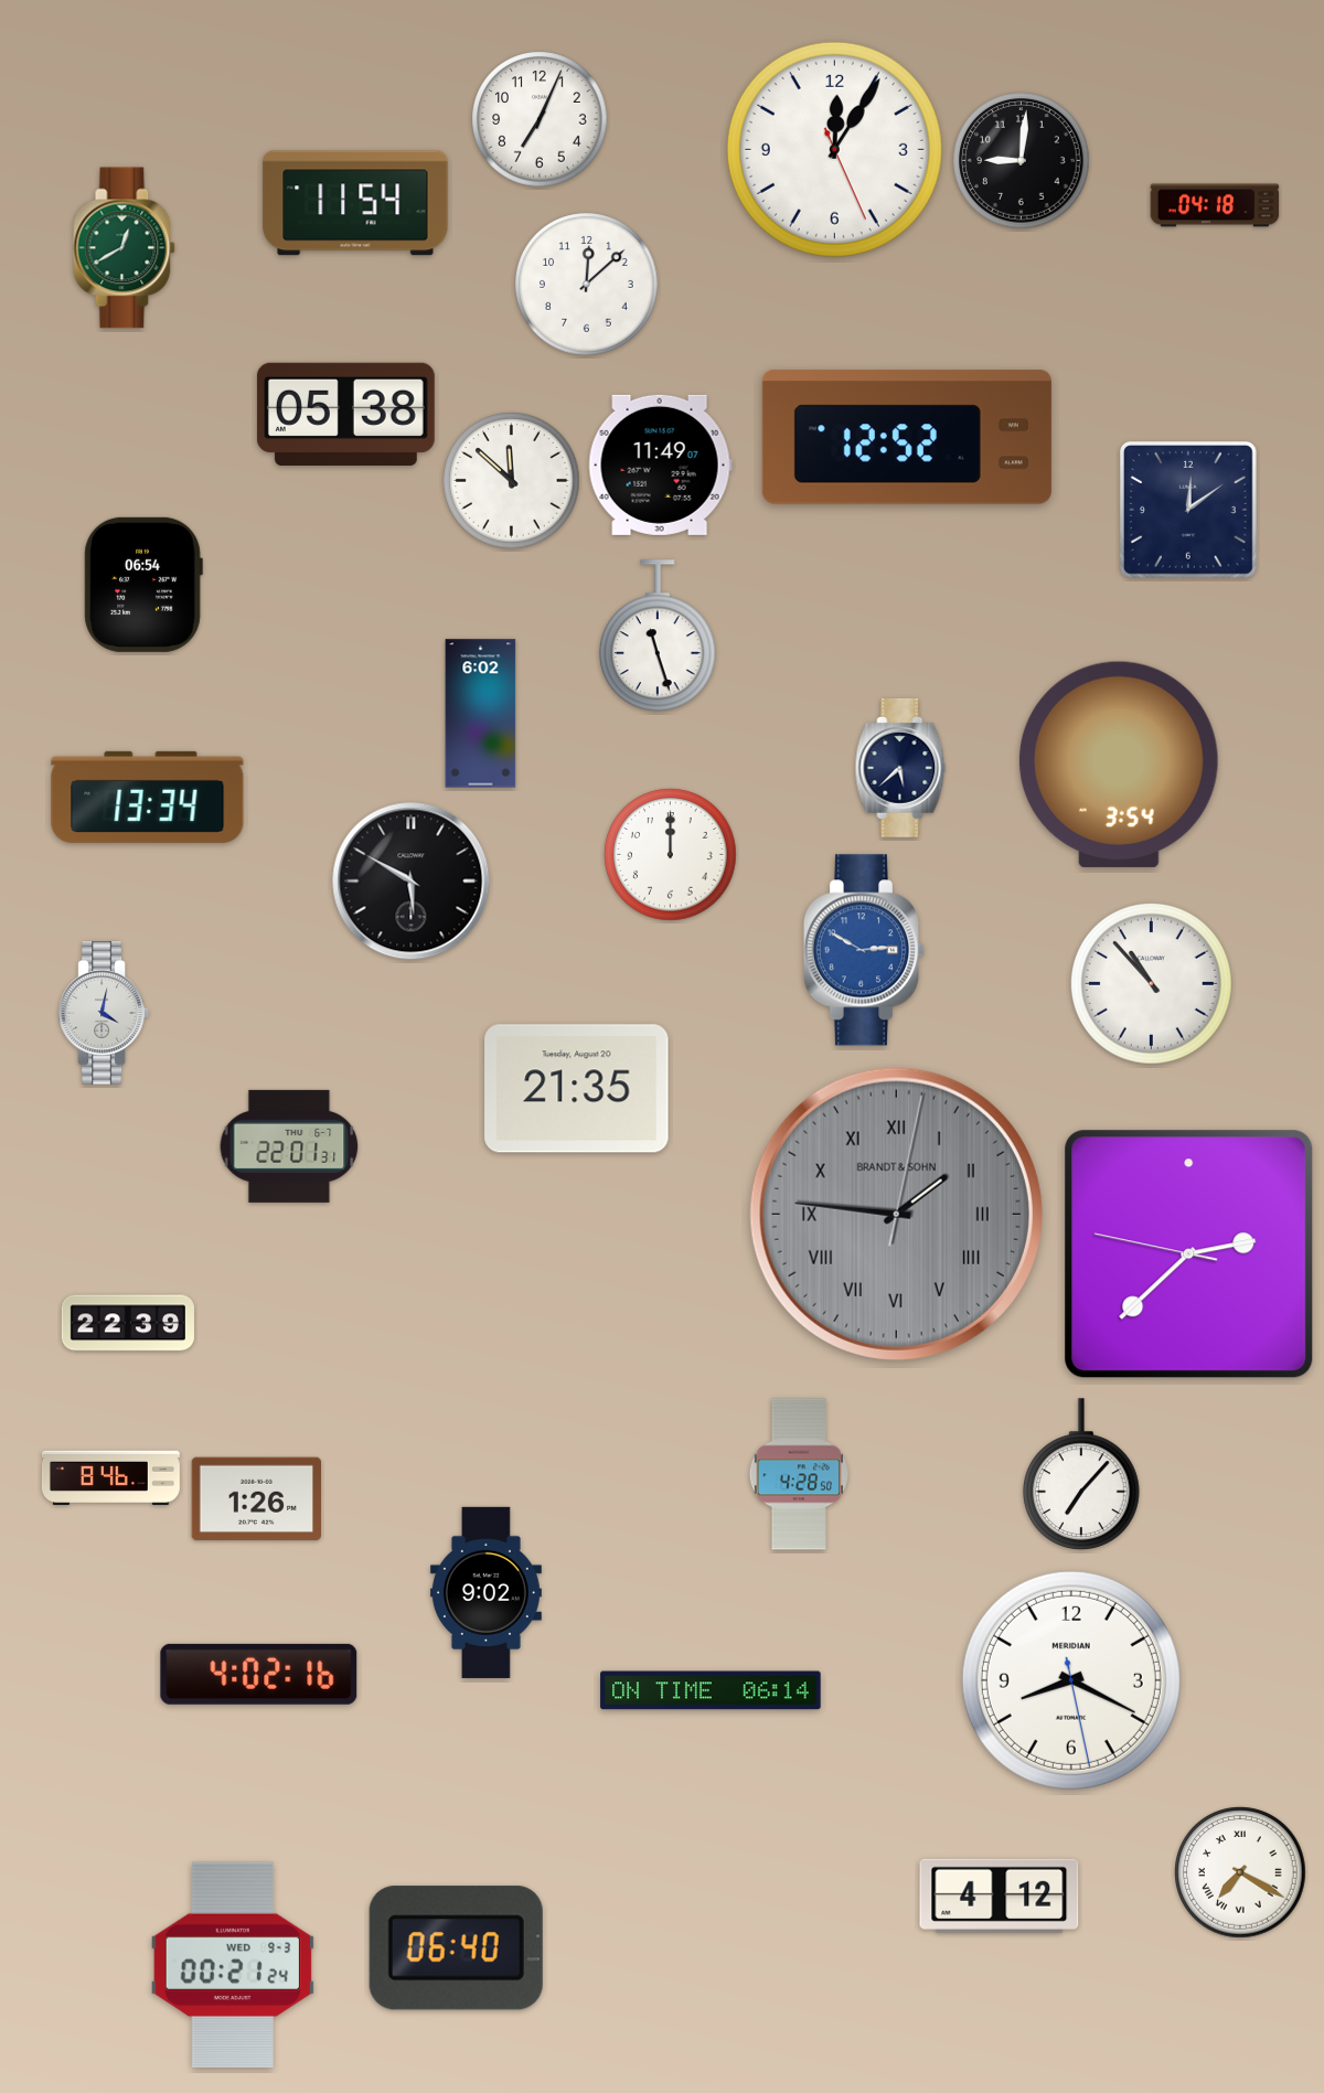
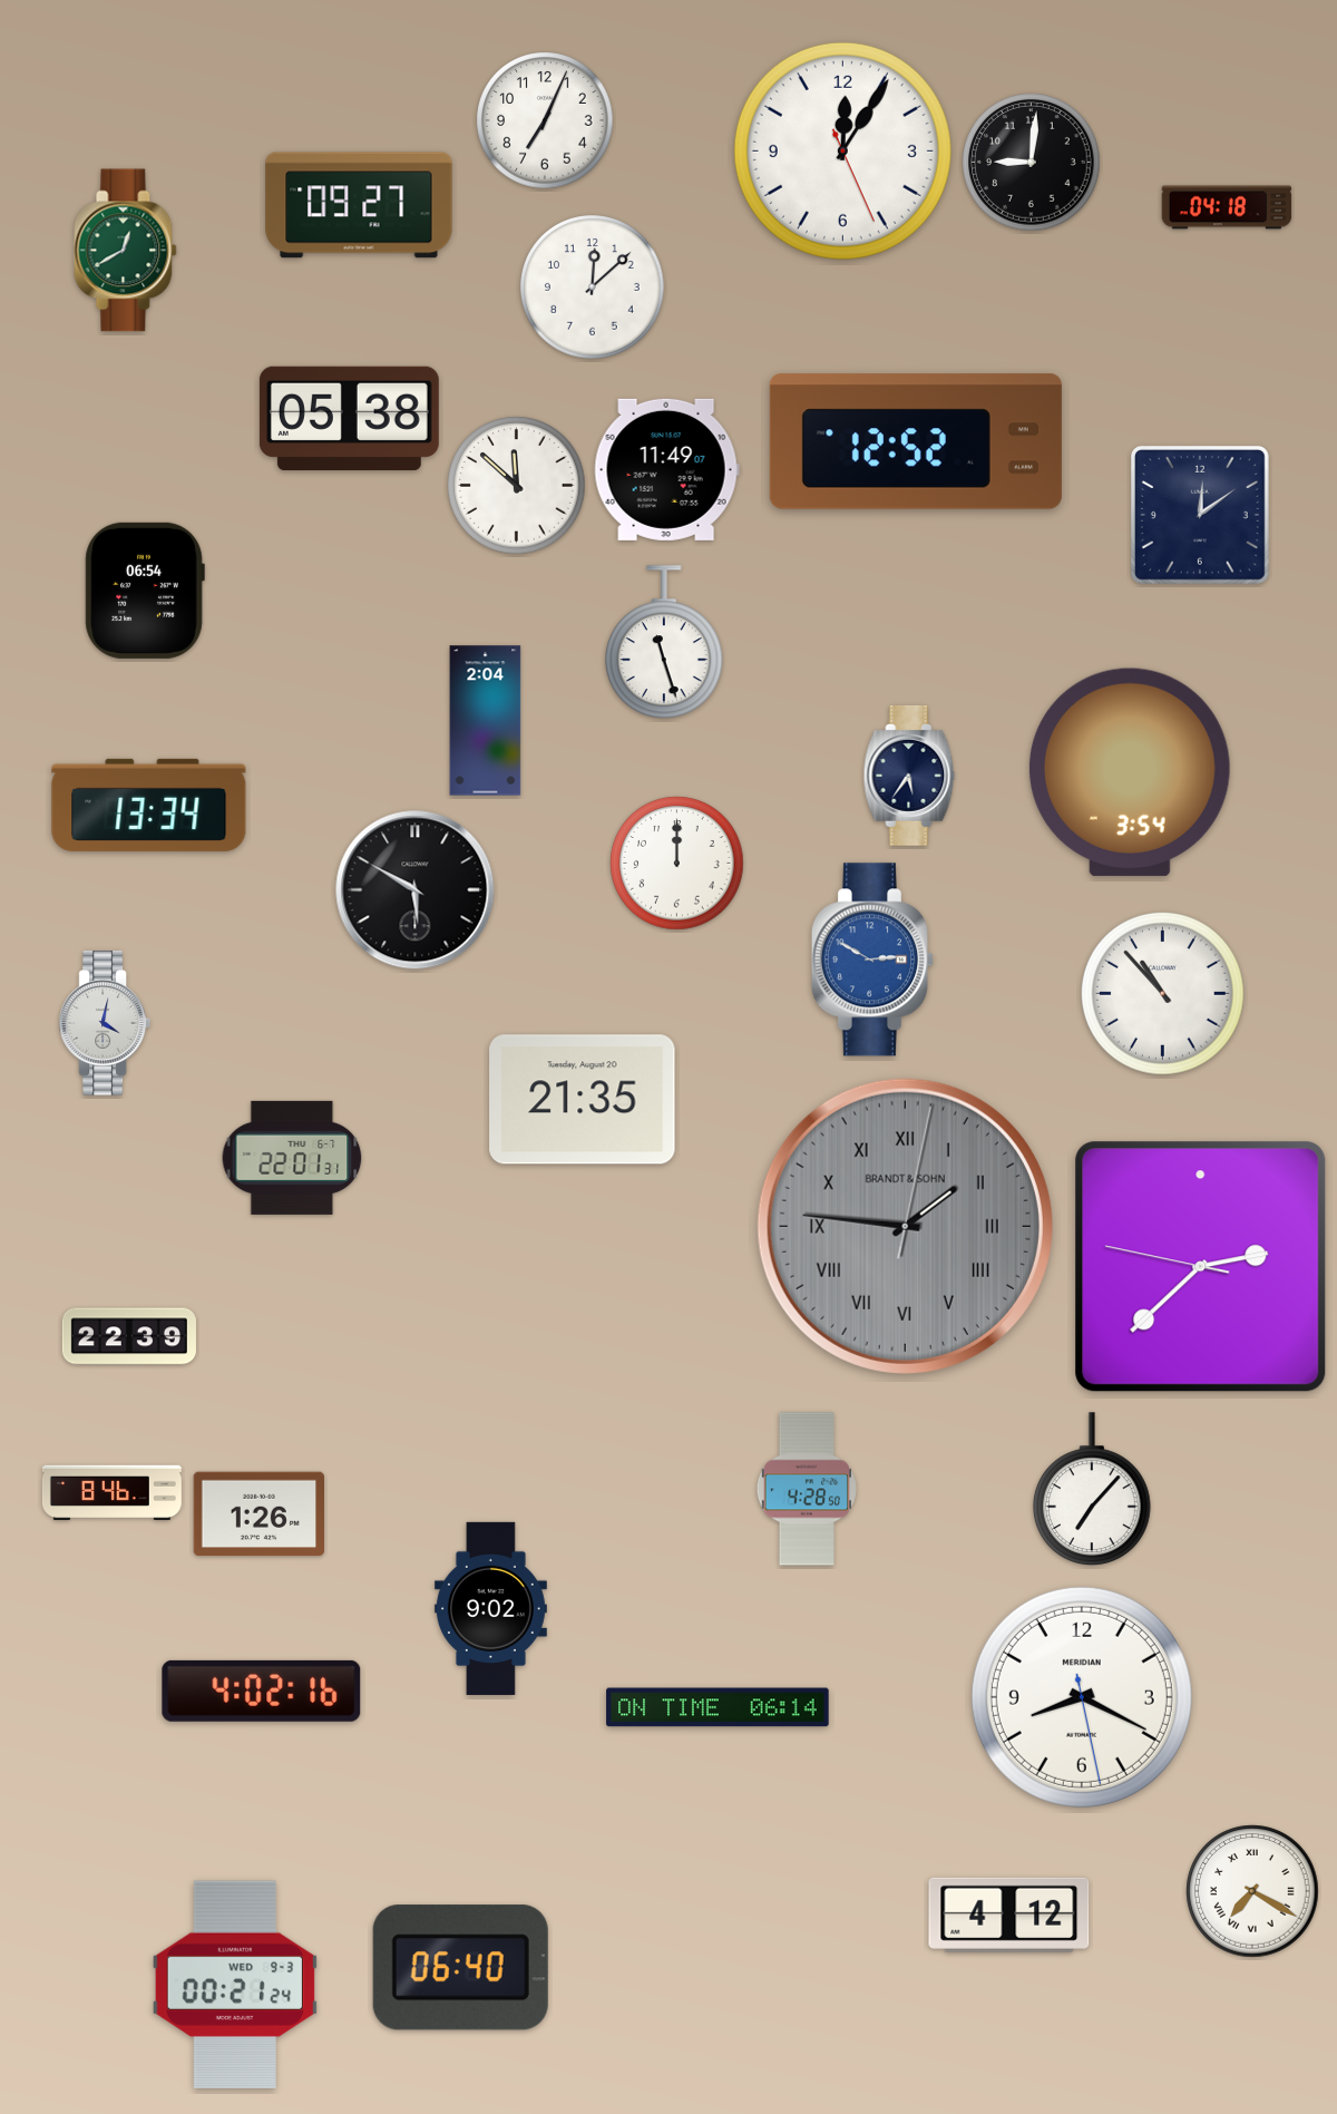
clock at (355, 203): 11:54 -> 09:27
clock at (481, 714): 6:02 -> 2:04
clock at (900, 768): 5:38 -> 5:36
